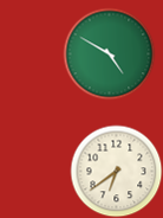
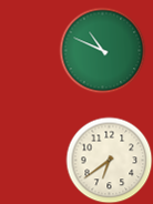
clock at (109, 53): 4:50 -> 10:49
